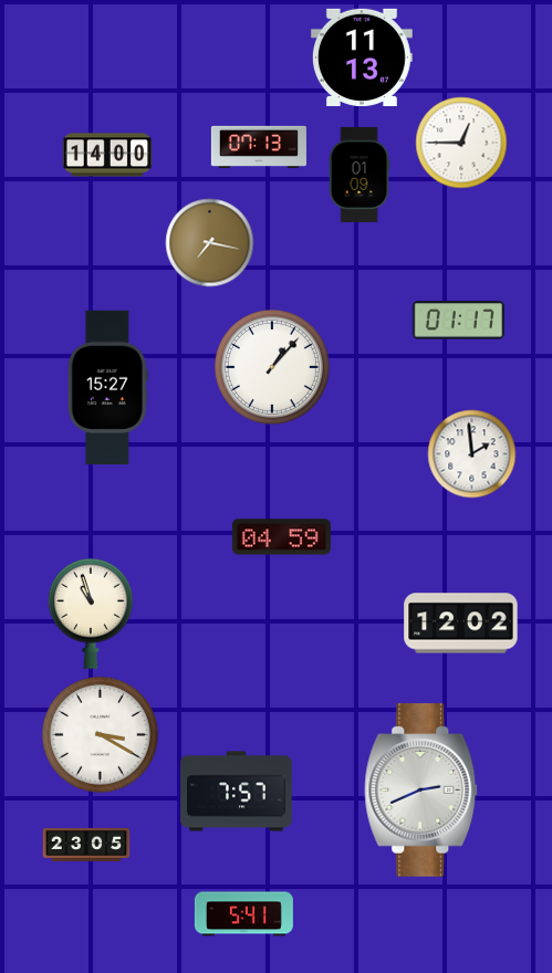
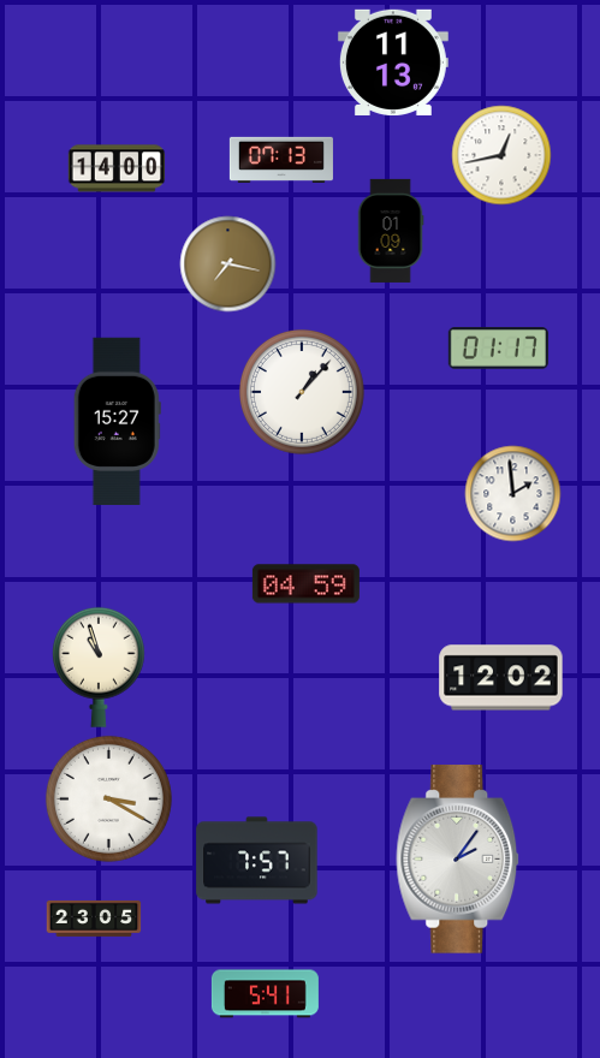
clock at (461, 143): 12:45 -> 12:43
clock at (360, 175) position: (360, 175) -> (391, 231)
clock at (272, 367) position: (272, 367) -> (302, 392)
clock at (421, 791): 2:41 -> 2:06
